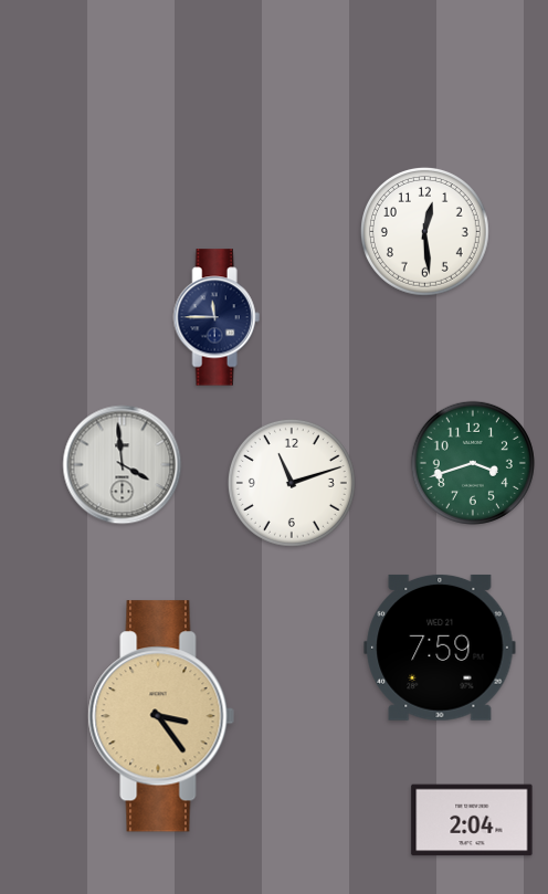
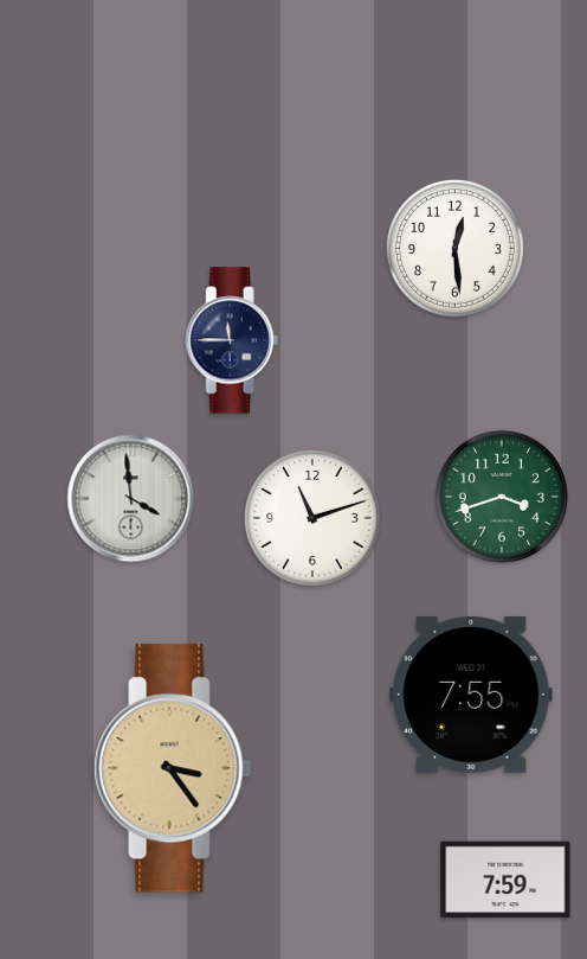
clock at (473, 463) position: (473, 463) -> (502, 497)
clock at (440, 648): 7:59 -> 7:55
clock at (472, 820): 2:04 -> 7:59
